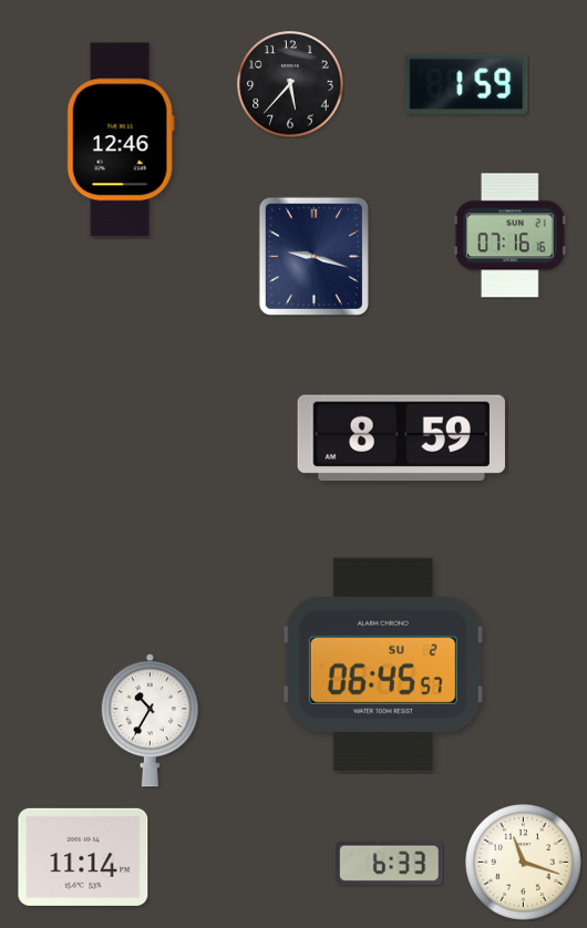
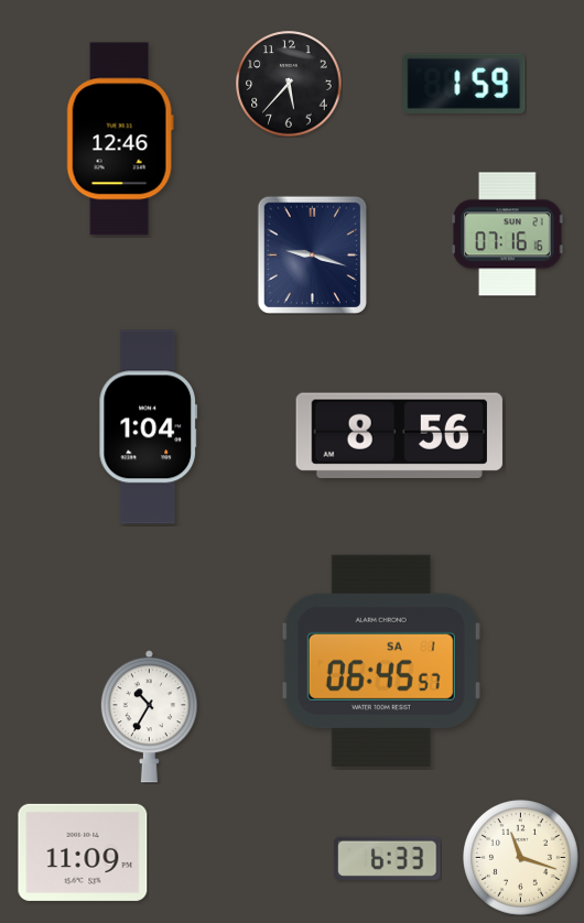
clock at (149, 427): none -> 1:04
clock at (401, 439): 8:59 -> 8:56
clock at (383, 664) date: SU 2 -> SA 1
clock at (83, 857): 11:14 -> 11:09
